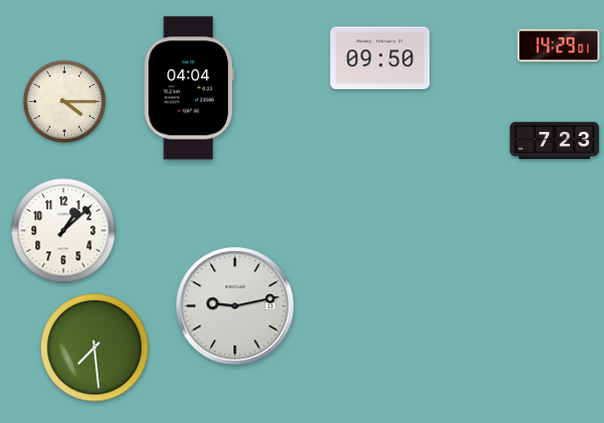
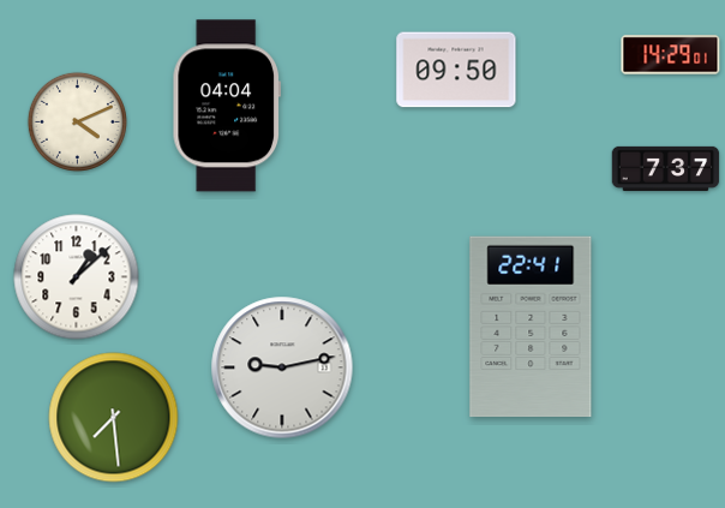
clock at (64, 101): 4:15 -> 4:11
clock at (555, 140): 7:23 -> 7:37
clock at (531, 327): none -> 22:41
